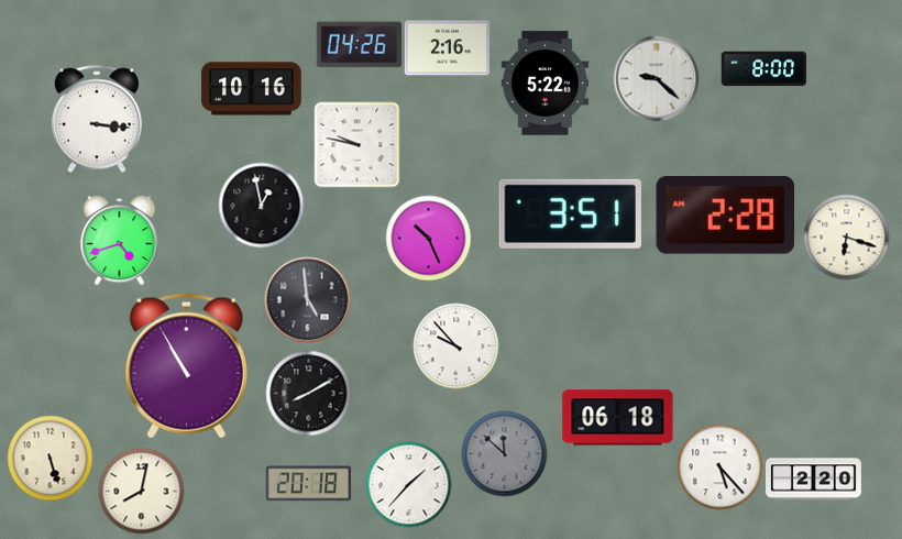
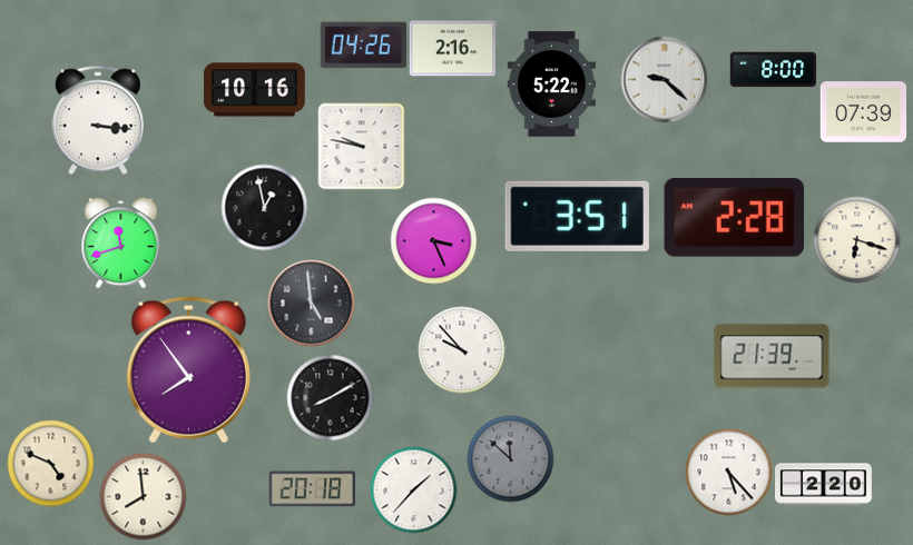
clock at (863, 112): none -> 07:39
clock at (428, 238): 10:26 -> 3:26
clock at (120, 240): 4:42 -> 11:42
clock at (772, 356): none -> 21:39
clock at (186, 366): 10:55 -> 7:54
clock at (308, 393) position: (308, 393) -> (330, 397)
clock at (618, 418): 06:18 -> none
clock at (50, 458): 5:27 -> 4:49
clock at (141, 491): 8:02 -> 7:59
